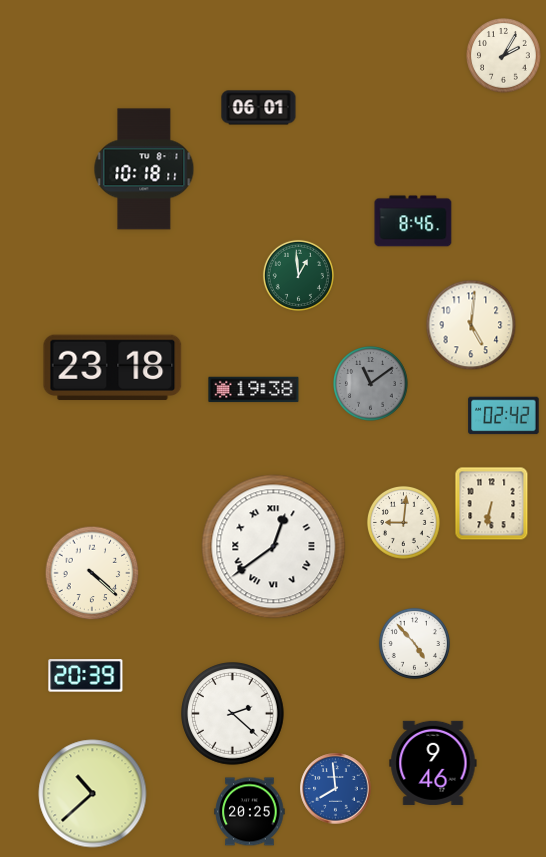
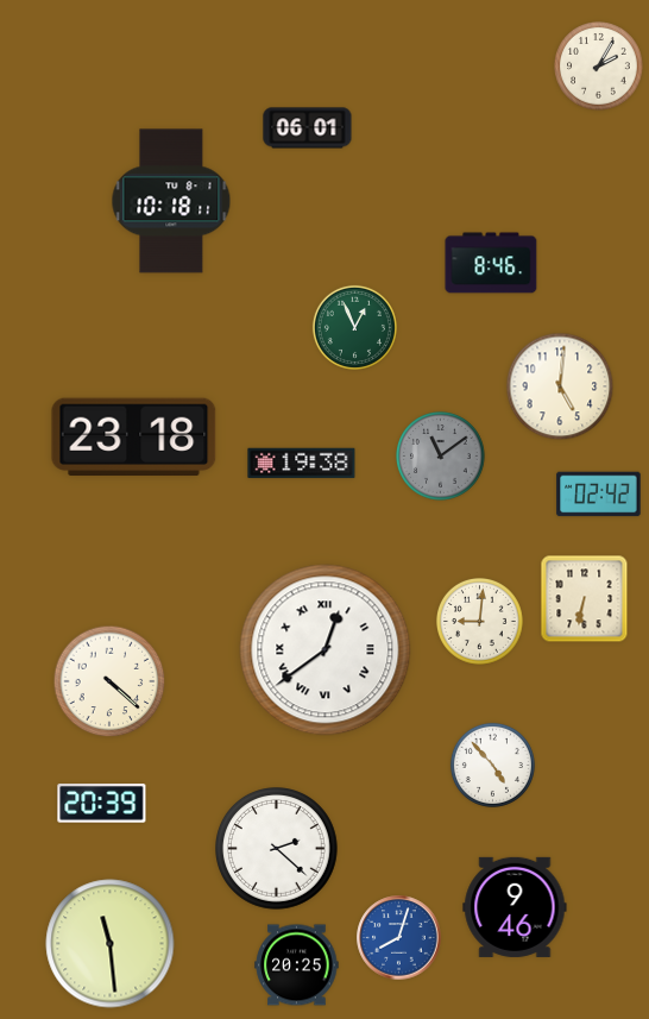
clock at (298, 275): 12:59 -> 12:56
clock at (336, 789): 7:59 -> 8:03
clock at (93, 794): 10:38 -> 11:29
